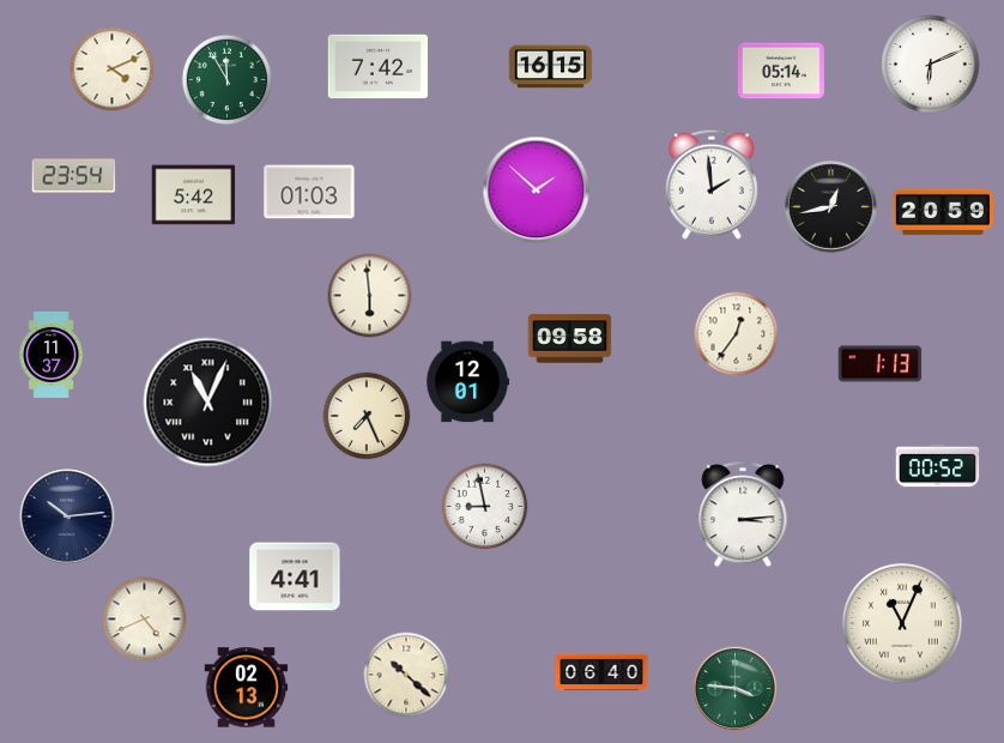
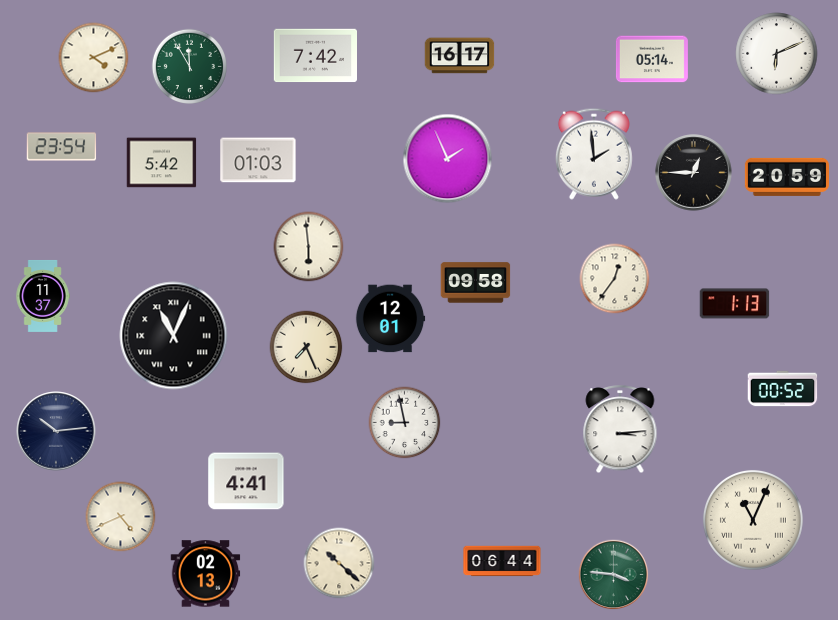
clock at (551, 67): 16:15 -> 16:17
clock at (537, 191): 1:52 -> 1:56
clock at (831, 207): 12:43 -> 12:45
clock at (601, 672): 06:40 -> 06:44
